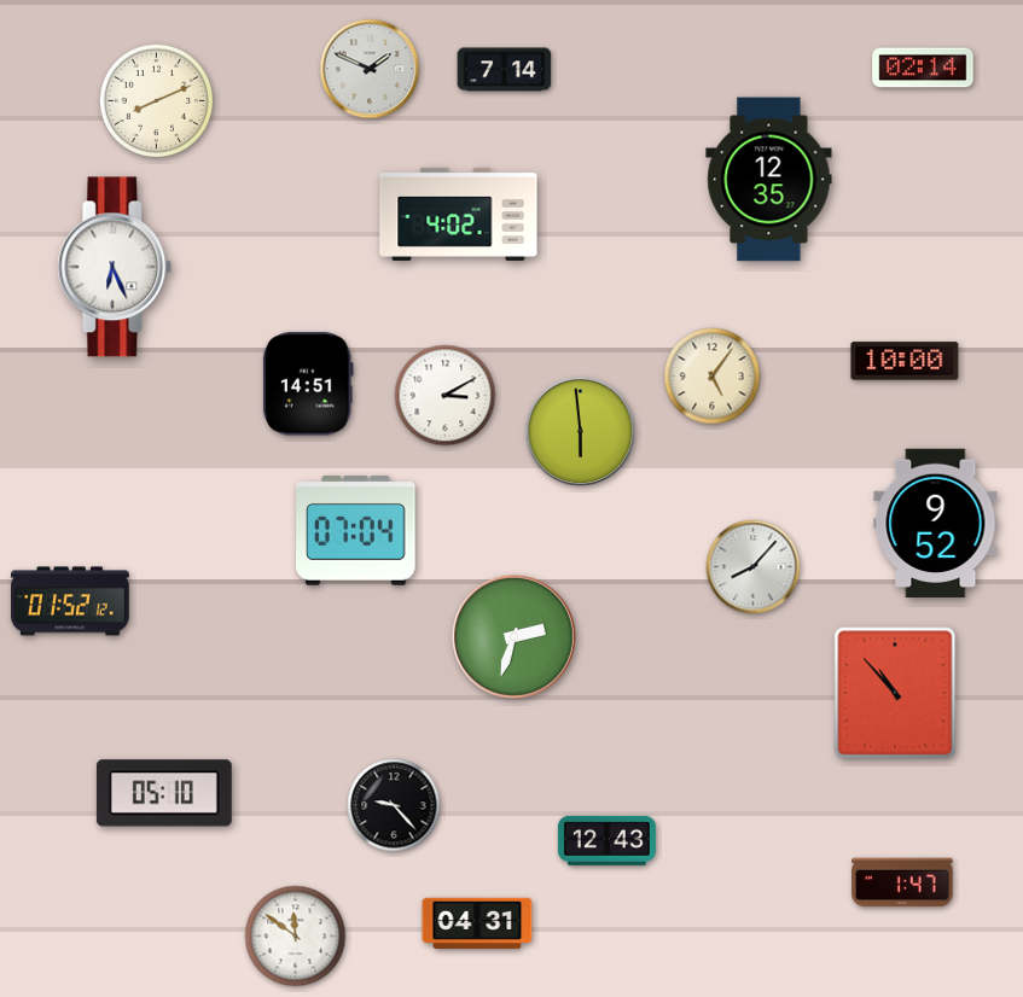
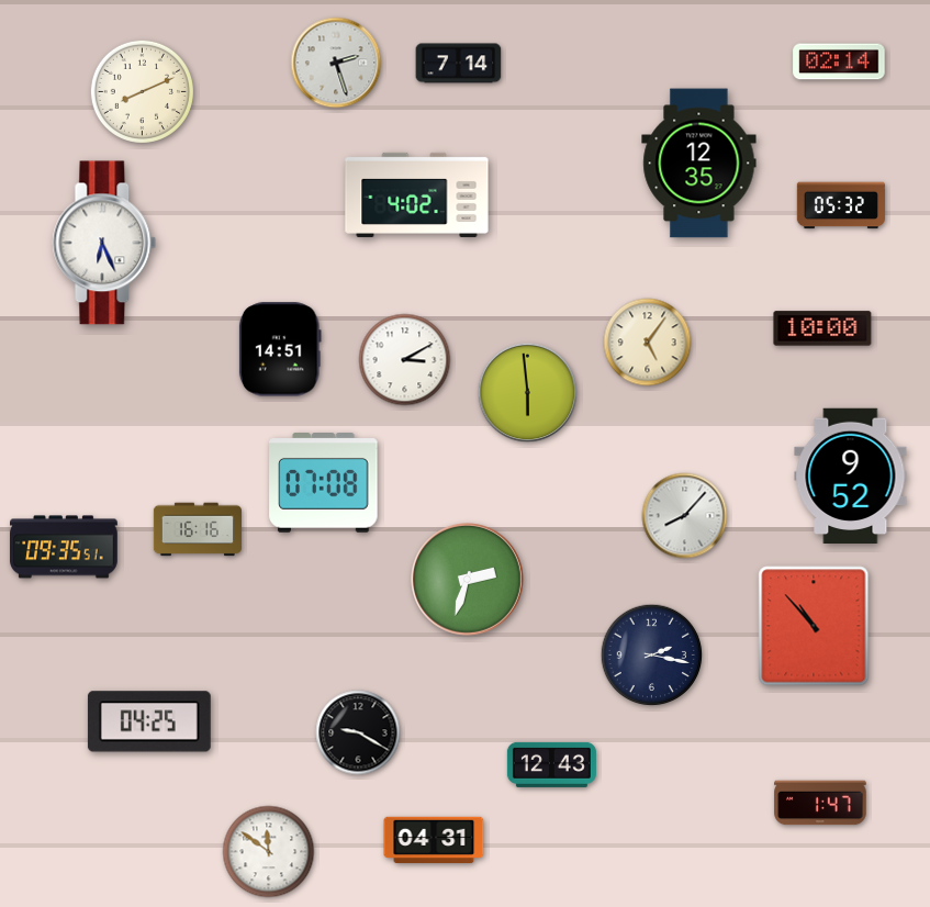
clock at (370, 69): 1:49 -> 2:27
clock at (841, 205): none -> 05:32
clock at (356, 531): 07:04 -> 07:08
clock at (197, 529): none -> 16:16
clock at (70, 601): 01:52 -> 09:35
clock at (895, 693) position: (895, 693) -> (814, 626)
clock at (652, 656): none -> 2:17
clock at (164, 793): 05:10 -> 04:25
clock at (394, 805): 9:23 -> 9:20
